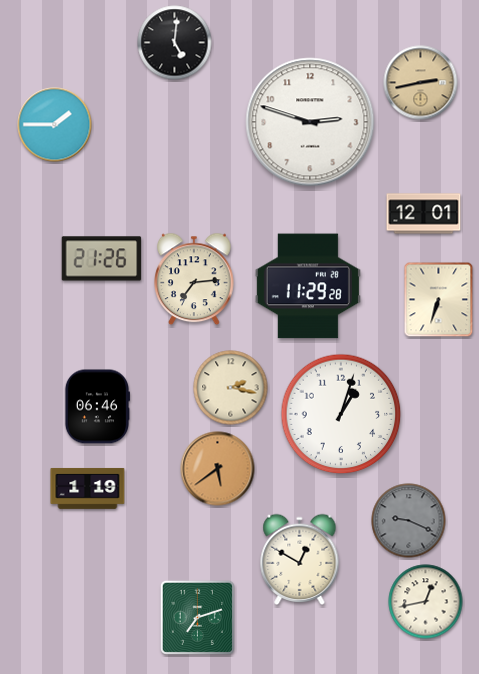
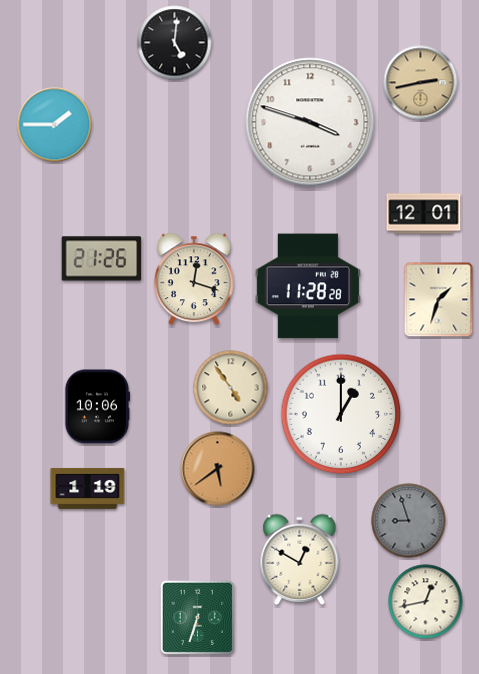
clock at (310, 122): 2:48 -> 3:48
clock at (195, 279): 7:14 -> 12:18
clock at (308, 286): 11:29 -> 11:28
clock at (439, 300): 6:33 -> 1:33
clock at (231, 388): 2:17 -> 4:54
clock at (96, 407): 06:46 -> 10:06
clock at (341, 414): 1:03 -> 1:00
clock at (409, 521): 9:19 -> 8:57
clock at (197, 617): 7:12 -> 6:33
